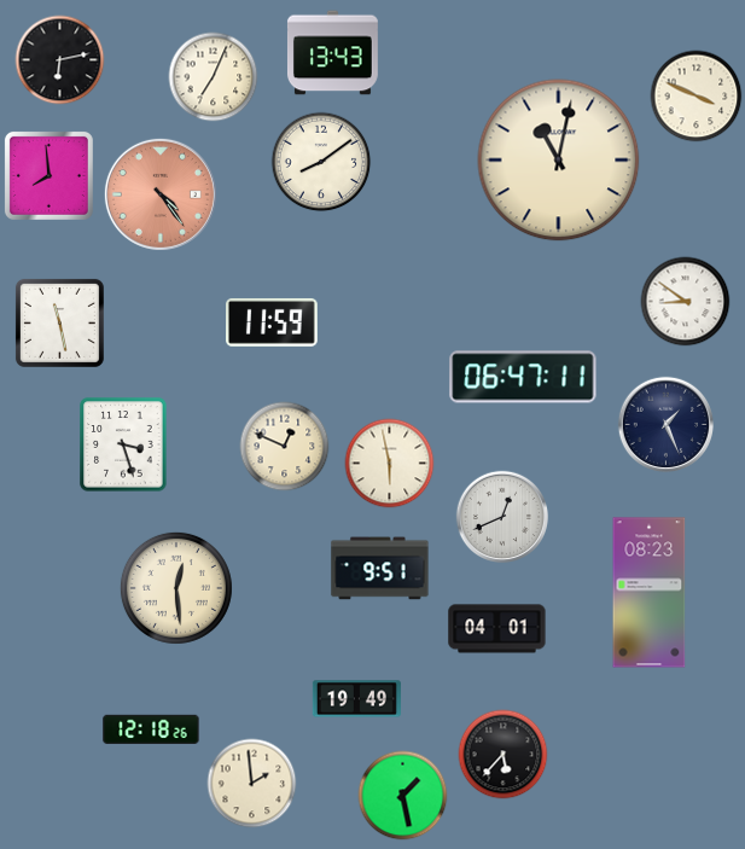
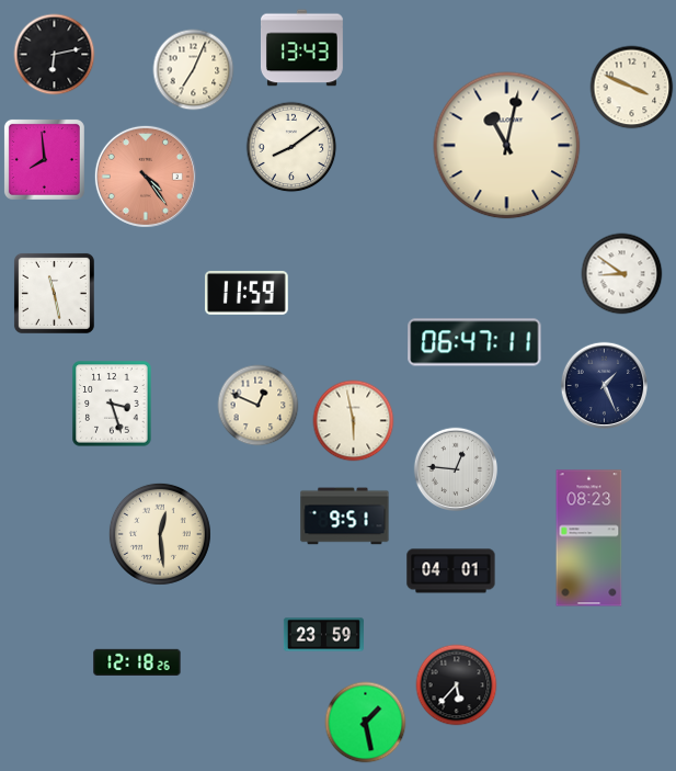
clock at (502, 517): 12:41 -> 12:46
clock at (356, 699): 19:49 -> 23:59
clock at (252, 784): 1:59 -> none
